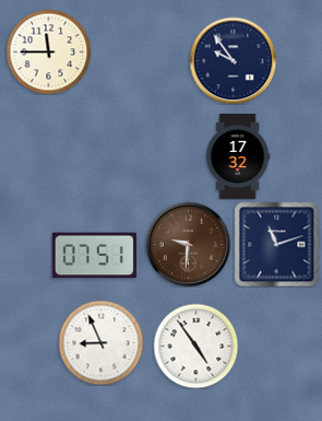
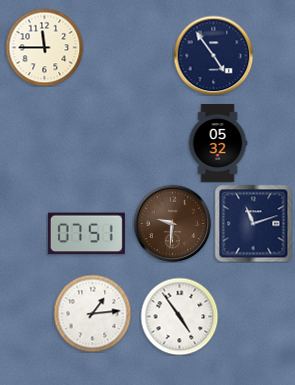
clock at (232, 60): 9:54 -> 4:54
clock at (238, 156): 17:32 -> 05:32
clock at (100, 342): 8:56 -> 1:14
